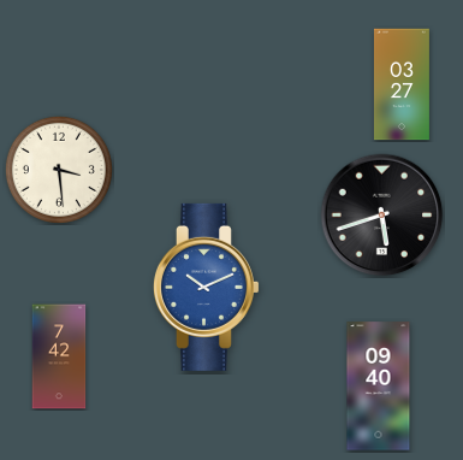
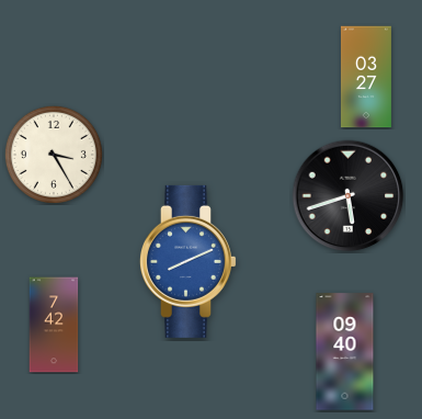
clock at (59, 170): 3:29 -> 3:25
clock at (206, 287): 10:11 -> 8:11
